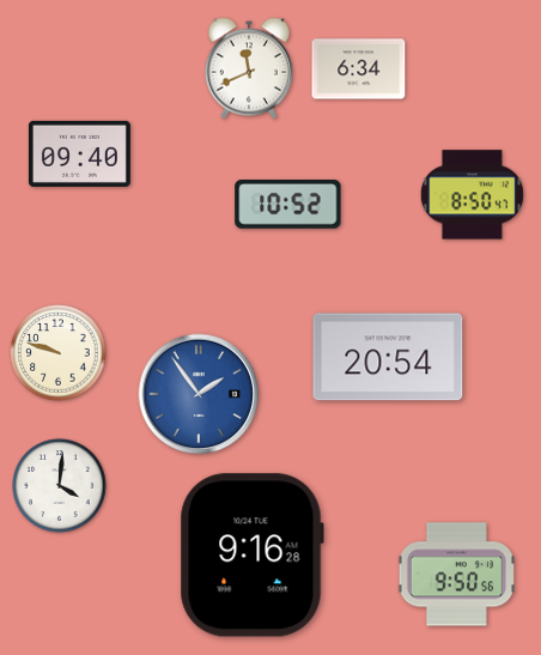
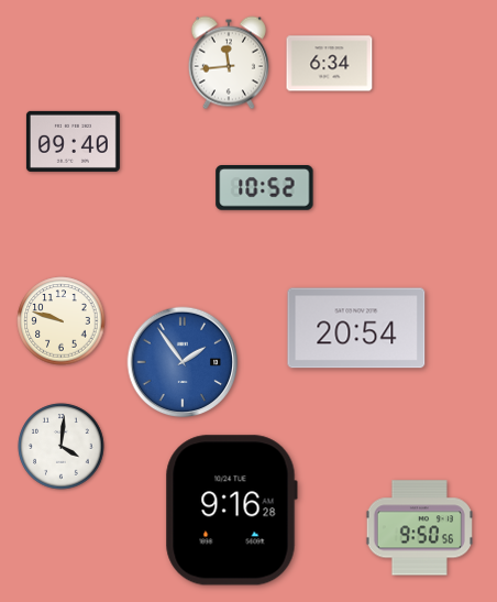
clock at (249, 68): 11:41 -> 11:44
clock at (472, 195): 8:50 -> none
clock at (59, 353) position: (59, 353) -> (62, 321)
clock at (60, 486) position: (60, 486) -> (62, 447)
